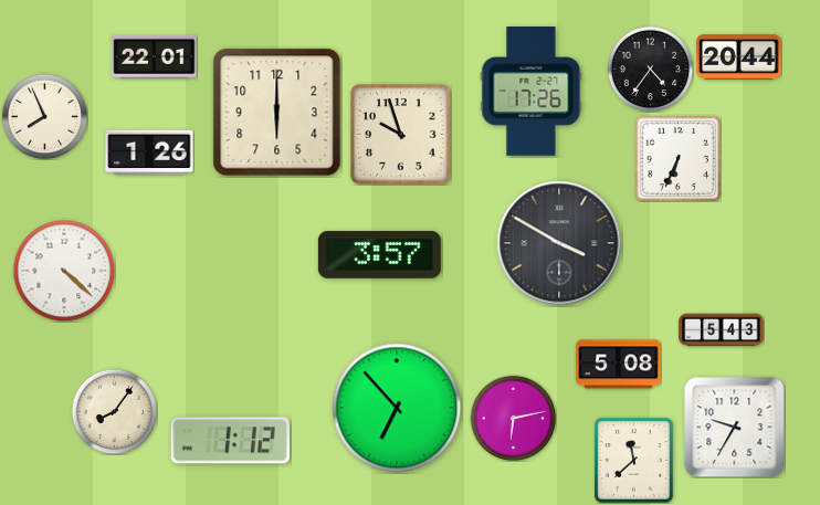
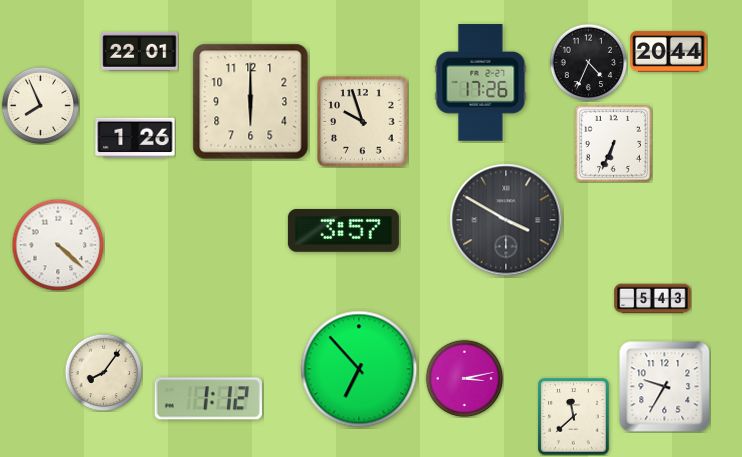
clock at (650, 69): 4:36 -> 4:34
clock at (619, 365): 5:08 -> none
clock at (513, 418): 6:13 -> 3:13
